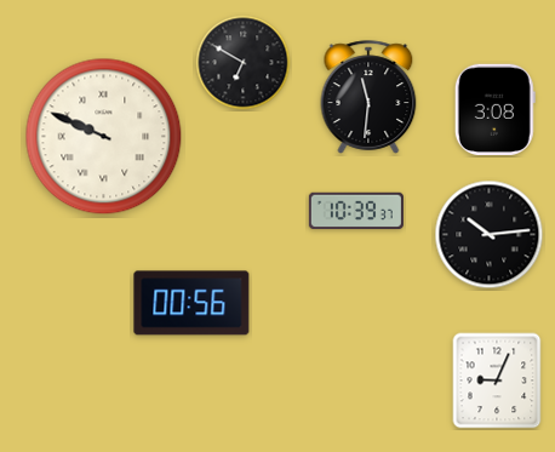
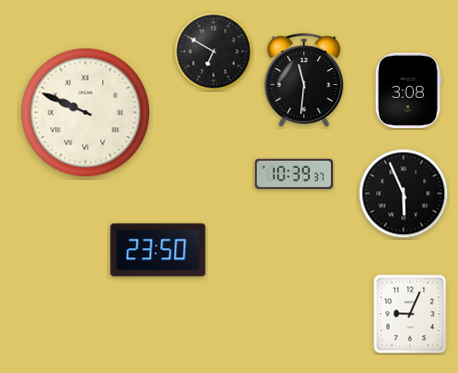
clock at (244, 63) position: (244, 63) -> (214, 52)
clock at (490, 235): 10:14 -> 5:56
clock at (191, 303): 00:56 -> 23:50
